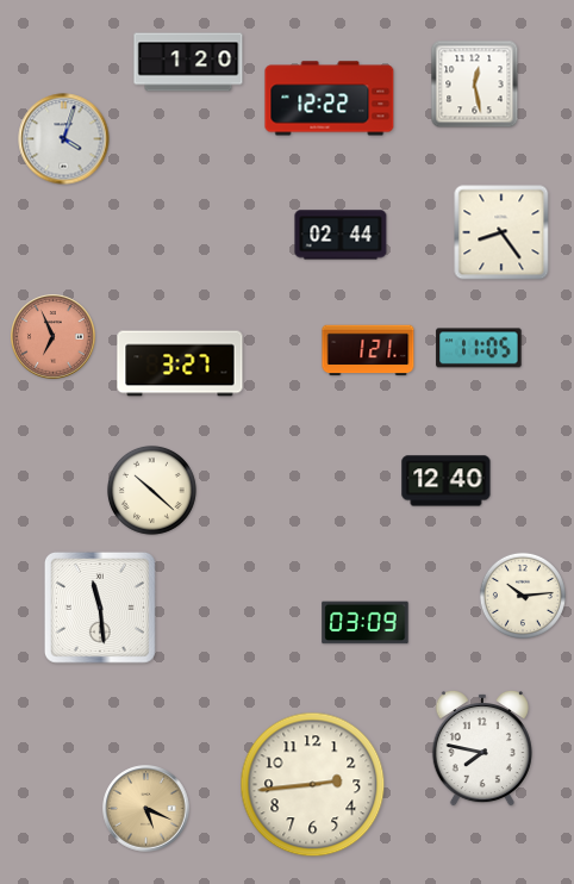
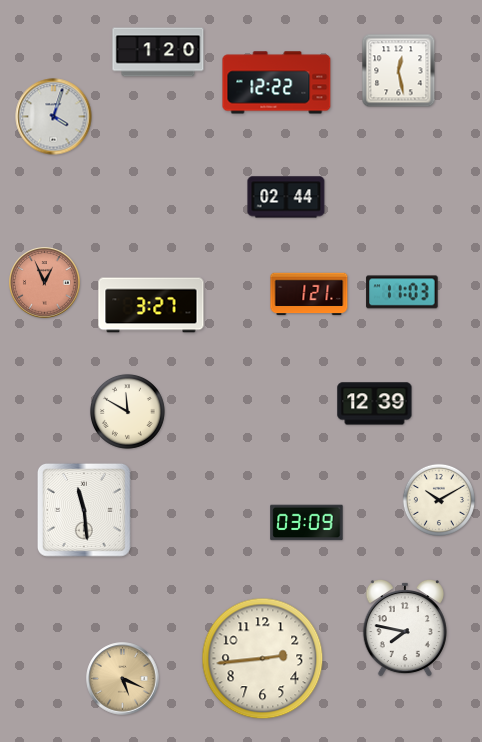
clock at (501, 232): 8:24 -> none
clock at (54, 337): 6:56 -> 12:56
clock at (479, 348): 11:05 -> 11:03
clock at (447, 481): 12:40 -> 12:39
clock at (151, 490): 10:22 -> 11:50
clock at (523, 596): 10:14 -> 10:10
